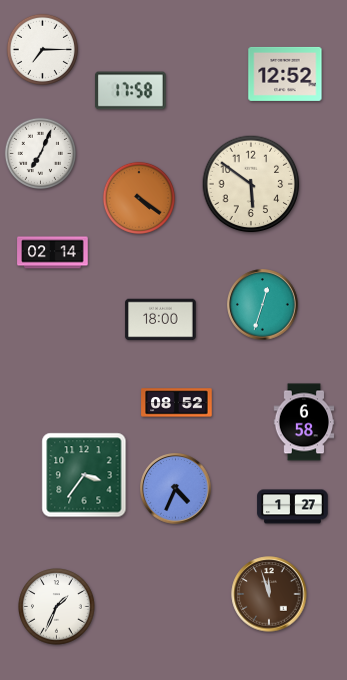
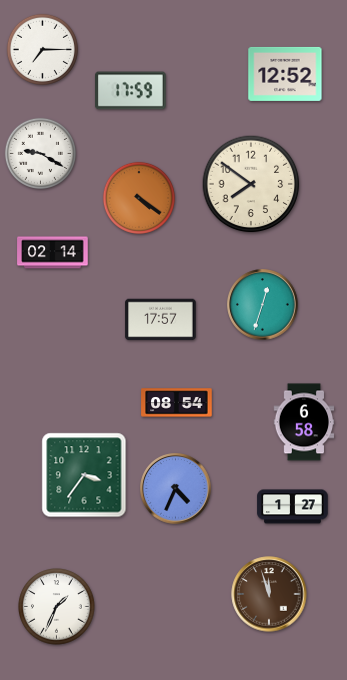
clock at (131, 91): 17:58 -> 17:59
clock at (40, 153): 7:04 -> 9:20
clock at (251, 184): 5:51 -> 7:51
clock at (161, 320): 18:00 -> 17:57
clock at (177, 403): 08:52 -> 08:54
